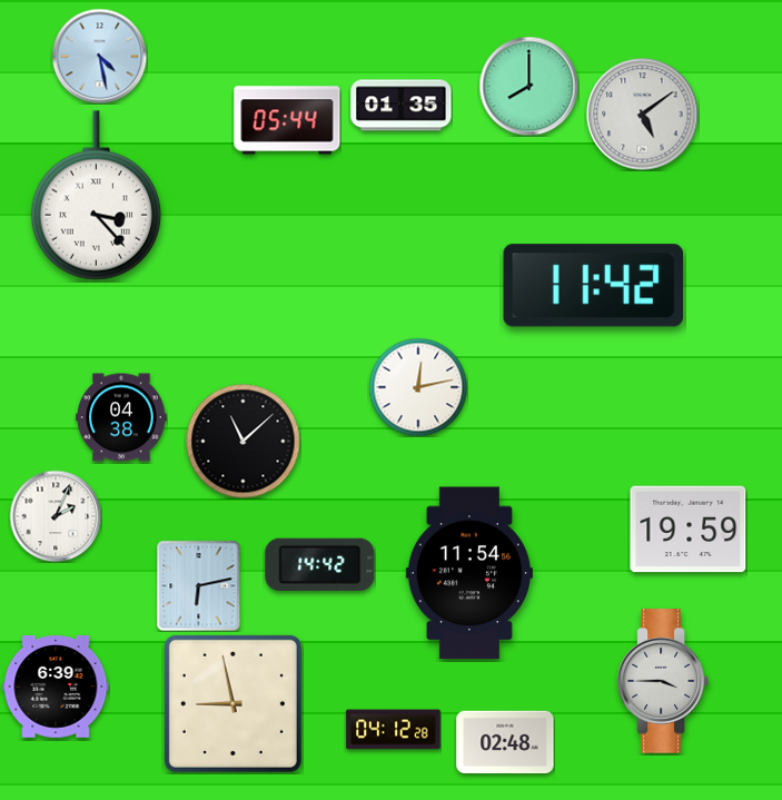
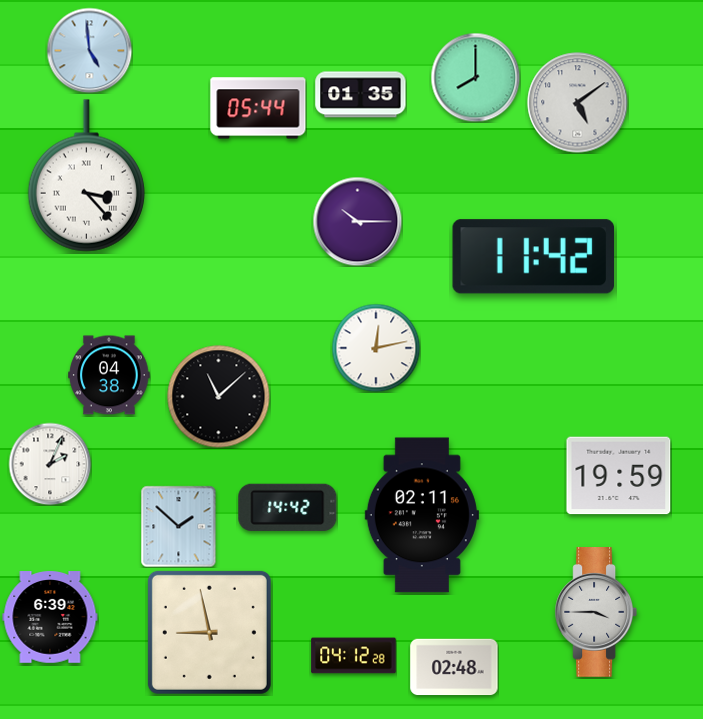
clock at (99, 56): 4:28 -> 4:59
clock at (357, 221): none -> 10:15
clock at (469, 573): 11:54 -> 02:11
clock at (199, 585): 6:13 -> 1:52
